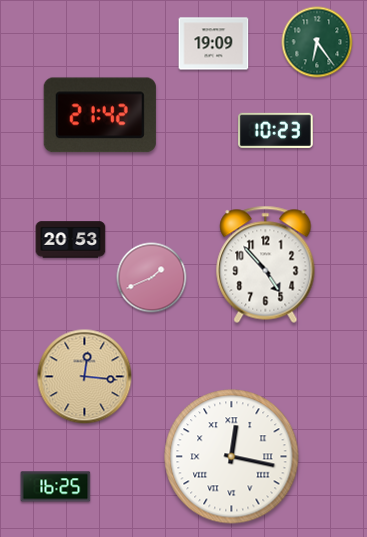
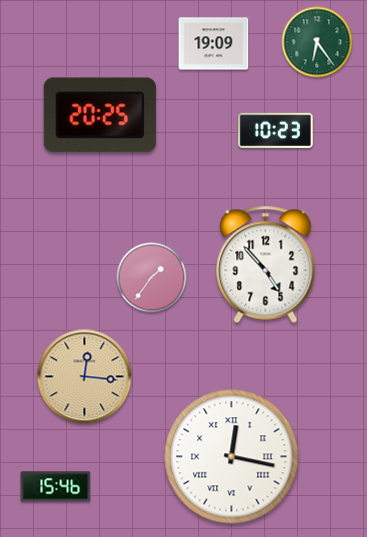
clock at (100, 115): 21:42 -> 20:25
clock at (71, 240): 20:53 -> none
clock at (152, 278): 1:41 -> 1:36
clock at (56, 487): 16:25 -> 15:46
